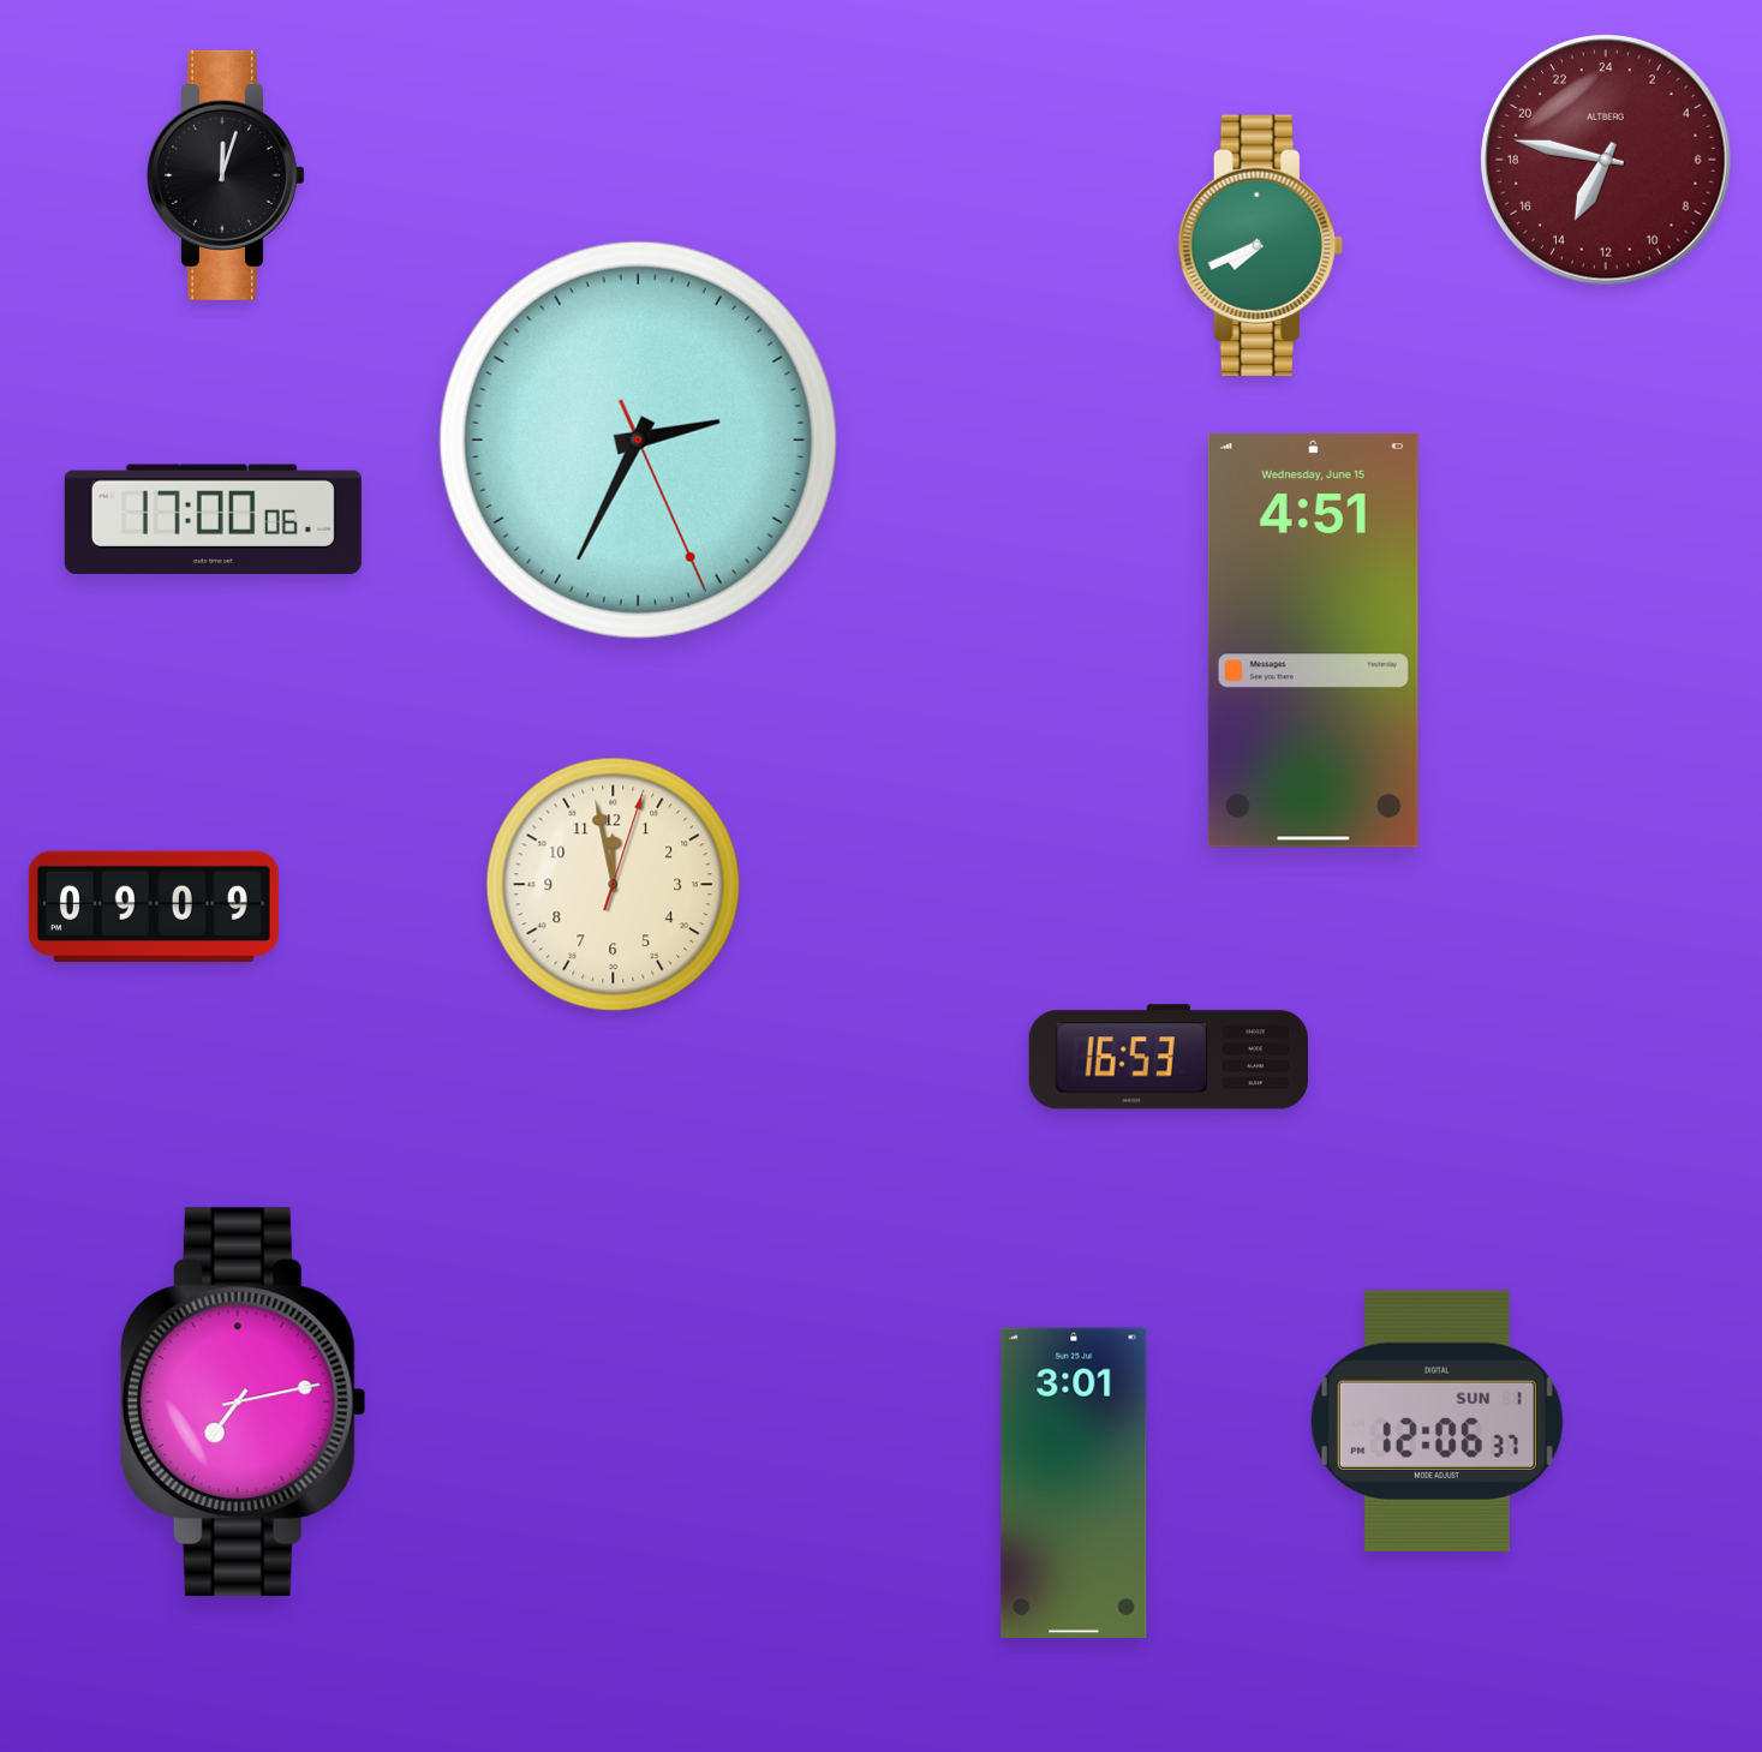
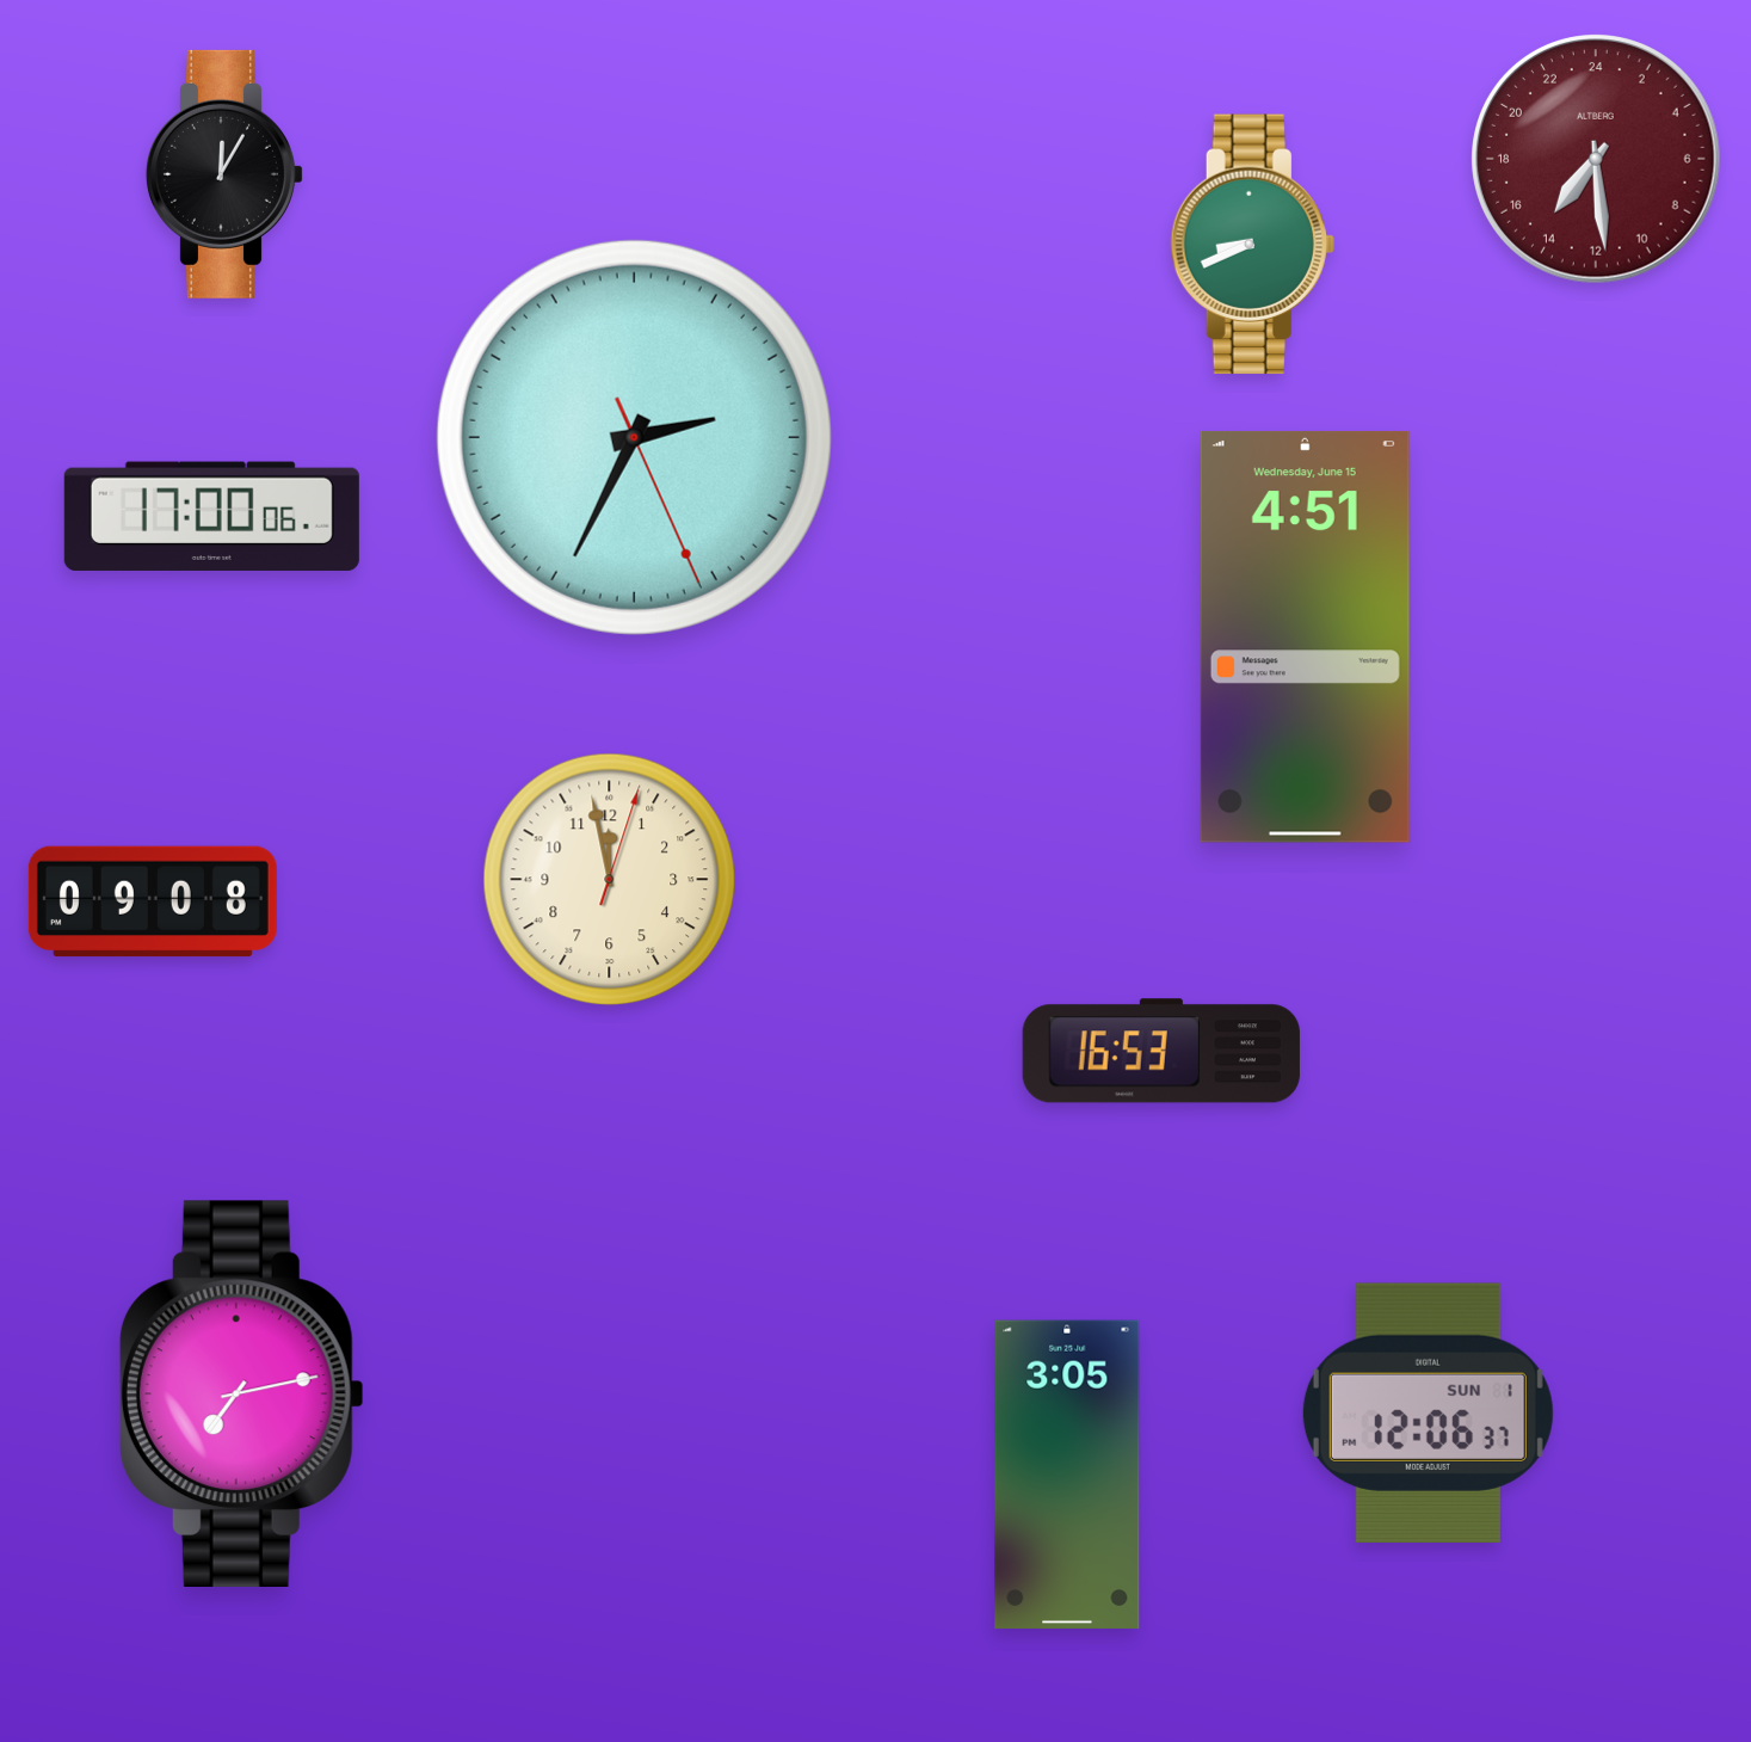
clock at (1607, 161): 13:47 -> 14:29
clock at (226, 175): 12:03 -> 12:05
clock at (1260, 246): 7:41 -> 8:41
clock at (154, 907): 09:09 -> 09:08
clock at (1074, 1483): 3:01 -> 3:05
